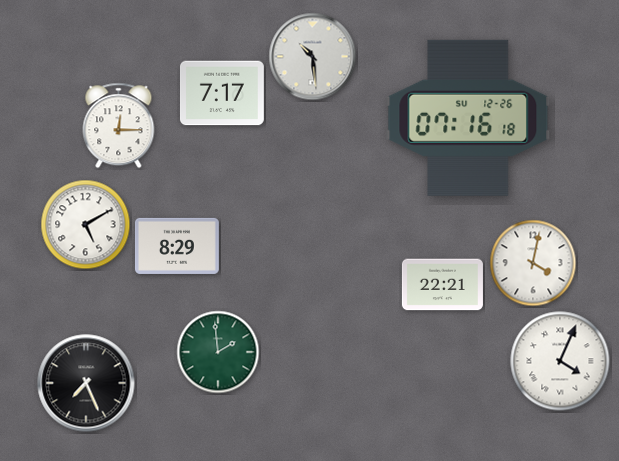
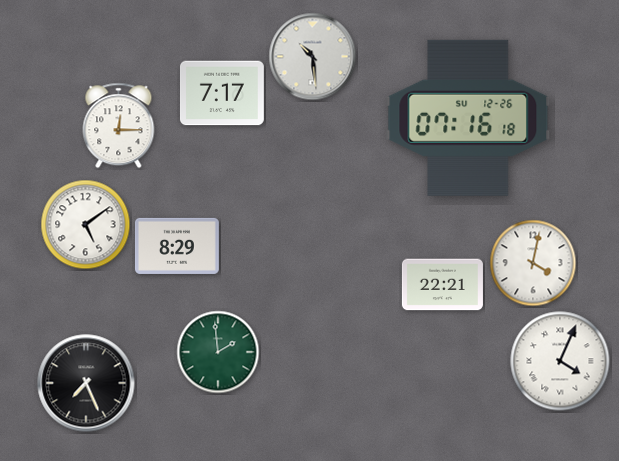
clock at (86, 225): 5:10 -> 5:09
